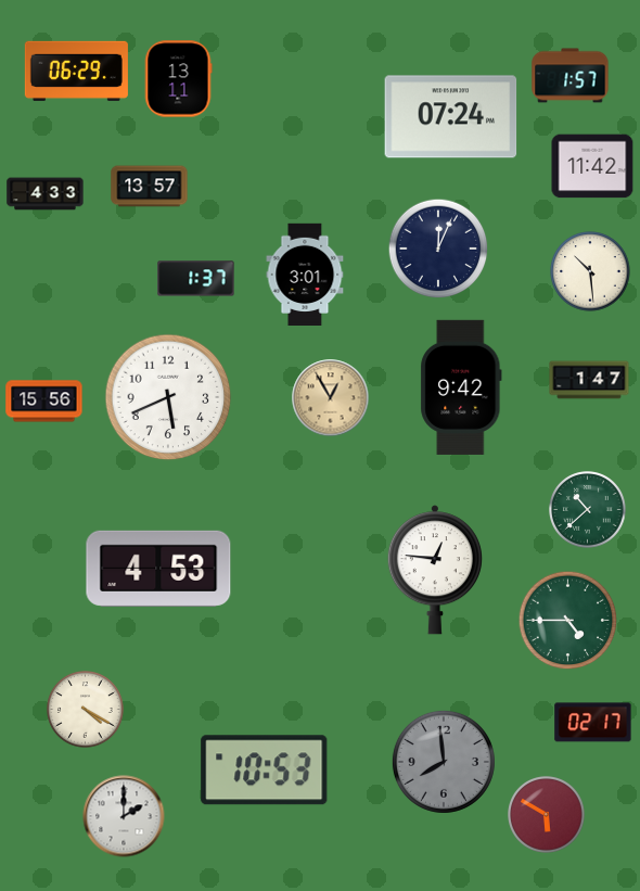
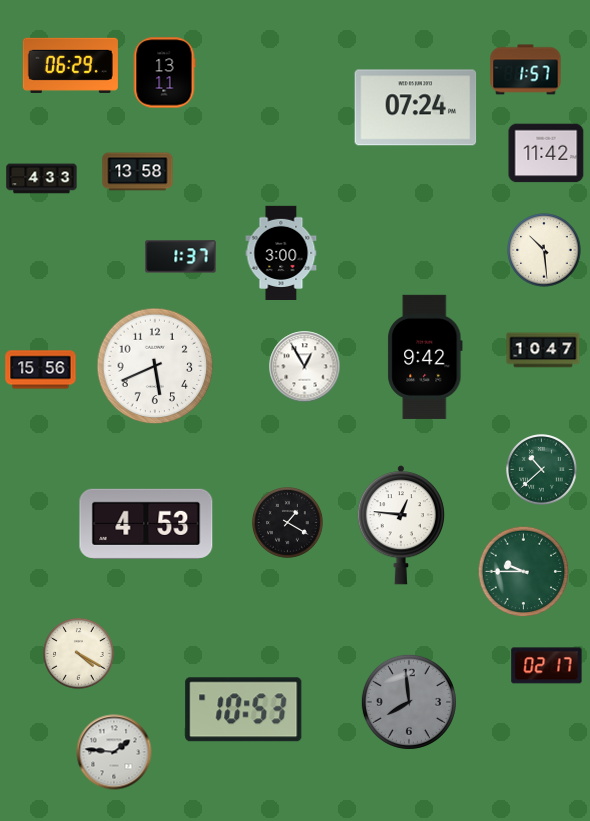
clock at (150, 187): 13:57 -> 13:58
clock at (438, 249): 12:04 -> none
clock at (305, 273): 3:01 -> 3:00
clock at (589, 380): 1:47 -> 10:47
clock at (331, 398) dial: champagne -> white
clock at (288, 523): none -> 1:20
clock at (568, 621): 4:45 -> 9:45
clock at (547, 815): 5:50 -> none
clock at (124, 816): 2:00 -> 1:46
